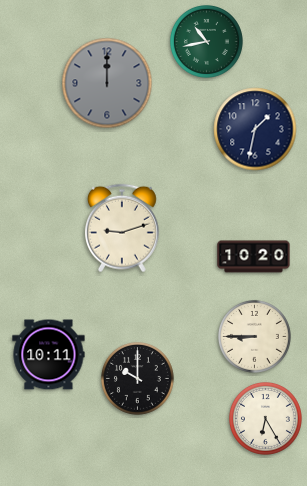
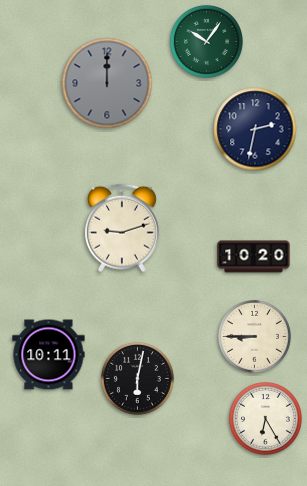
clock at (206, 41): 10:43 -> 10:06
clock at (255, 129): 1:32 -> 2:32
clock at (137, 378): 10:00 -> 6:02
